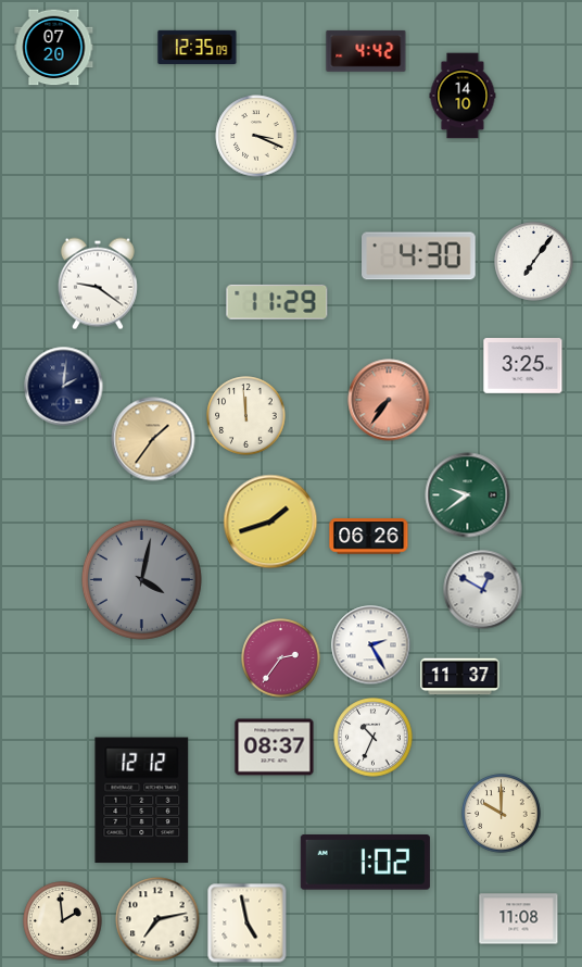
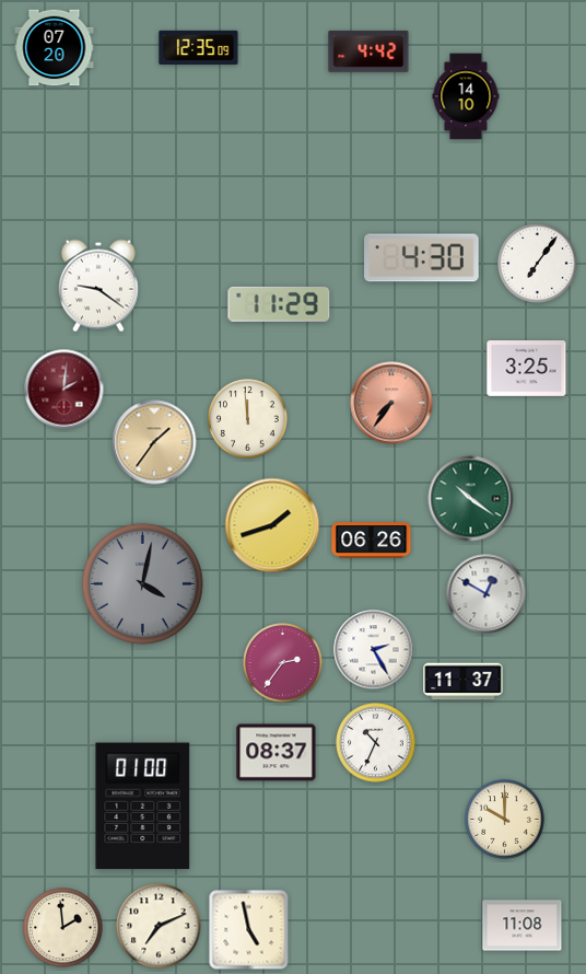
clock at (256, 136): 3:19 -> none
clock at (64, 387) dial: navy -> burgundy
clock at (468, 495): 9:39 -> 10:21
clock at (142, 801): 12:12 -> 01:00
clock at (365, 863): 1:02 -> none
clock at (157, 919): 7:13 -> 7:11
